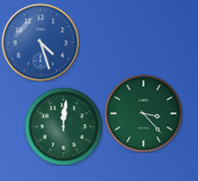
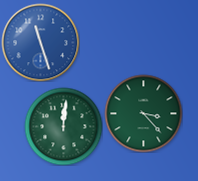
clock at (40, 42): 4:27 -> 11:27
